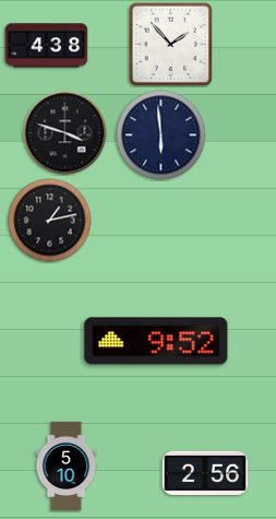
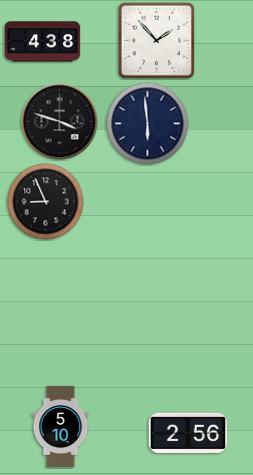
clock at (50, 221): 1:13 -> 8:56
clock at (156, 341): 9:52 -> none
